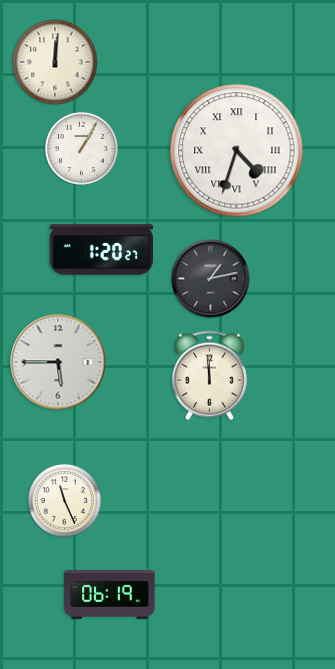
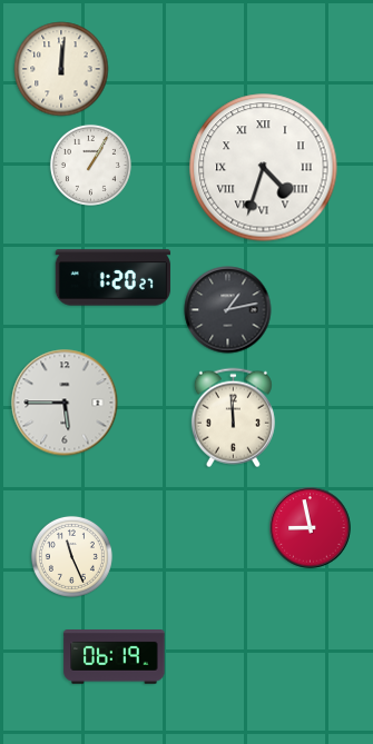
clock at (211, 279) position: (211, 279) -> (228, 310)
clock at (311, 528): none -> 8:58
clock at (110, 595) position: (110, 595) -> (115, 657)
